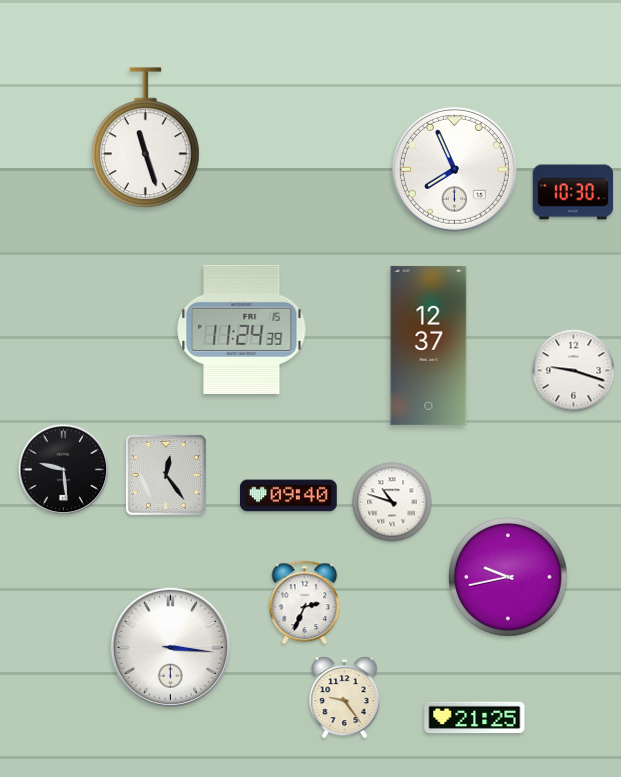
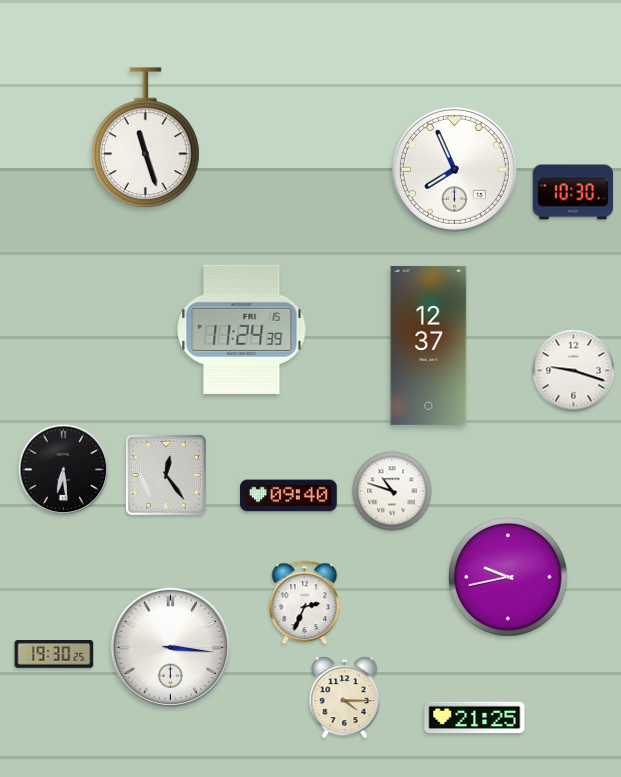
clock at (64, 470): 9:29 -> 6:29
clock at (392, 502) position: (392, 502) -> (392, 491)
clock at (54, 655): none -> 19:30
clock at (345, 698): 9:24 -> 4:15
